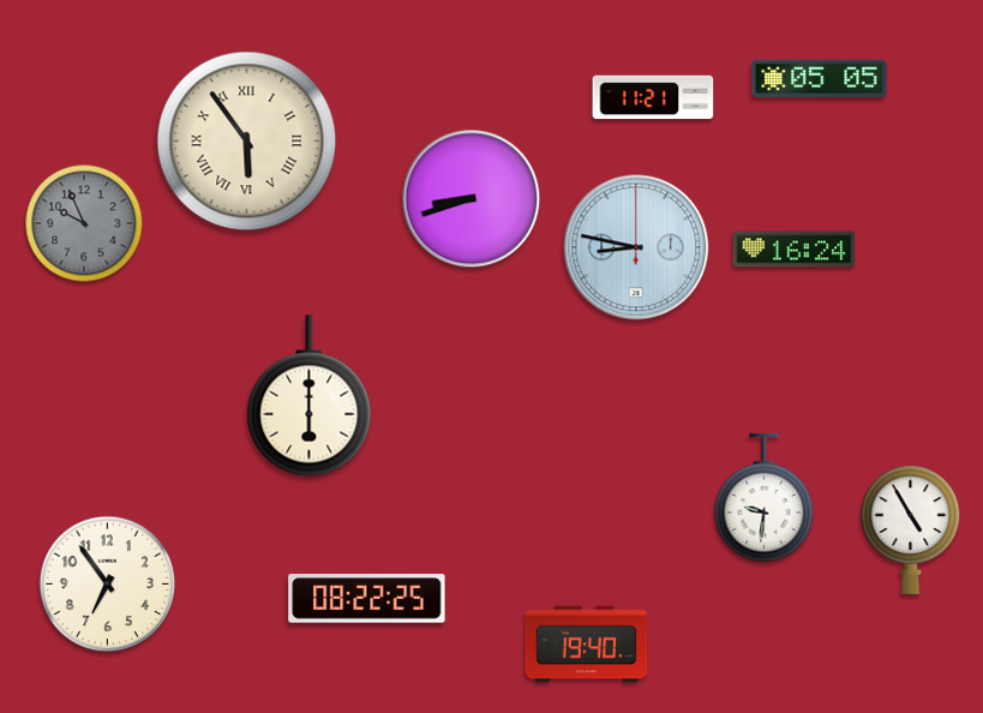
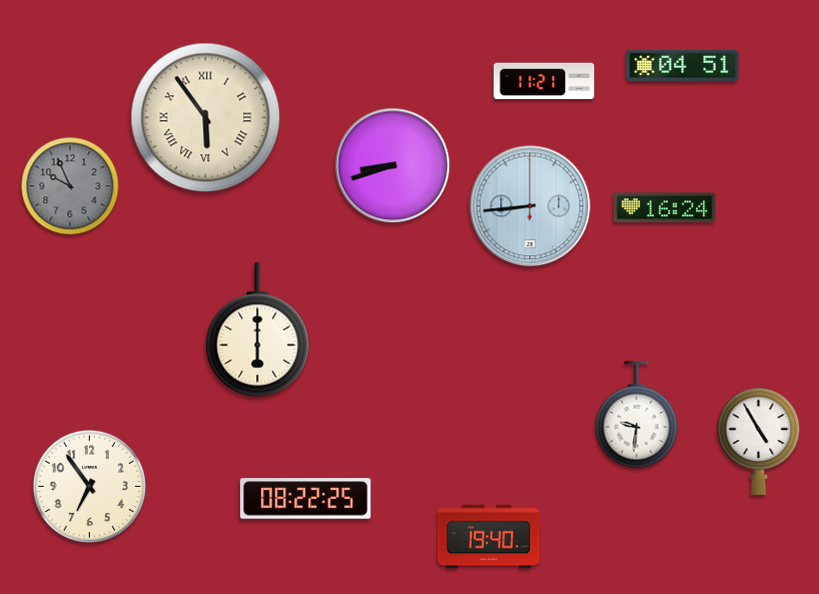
clock at (820, 78): 05:05 -> 04:51
clock at (636, 247): 8:47 -> 8:44
clock at (795, 250) position: (795, 250) -> (665, 208)
